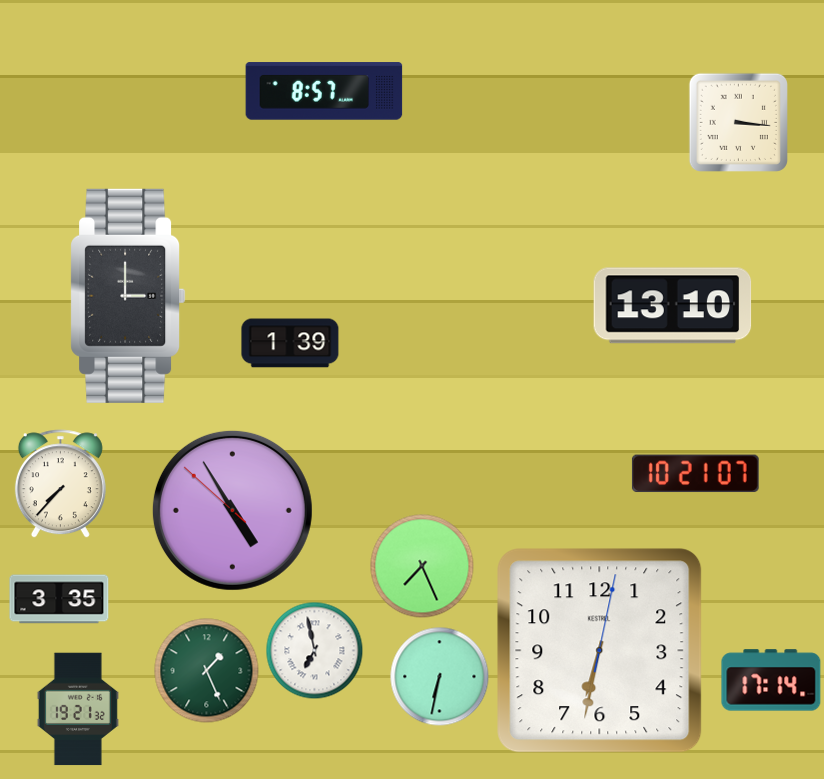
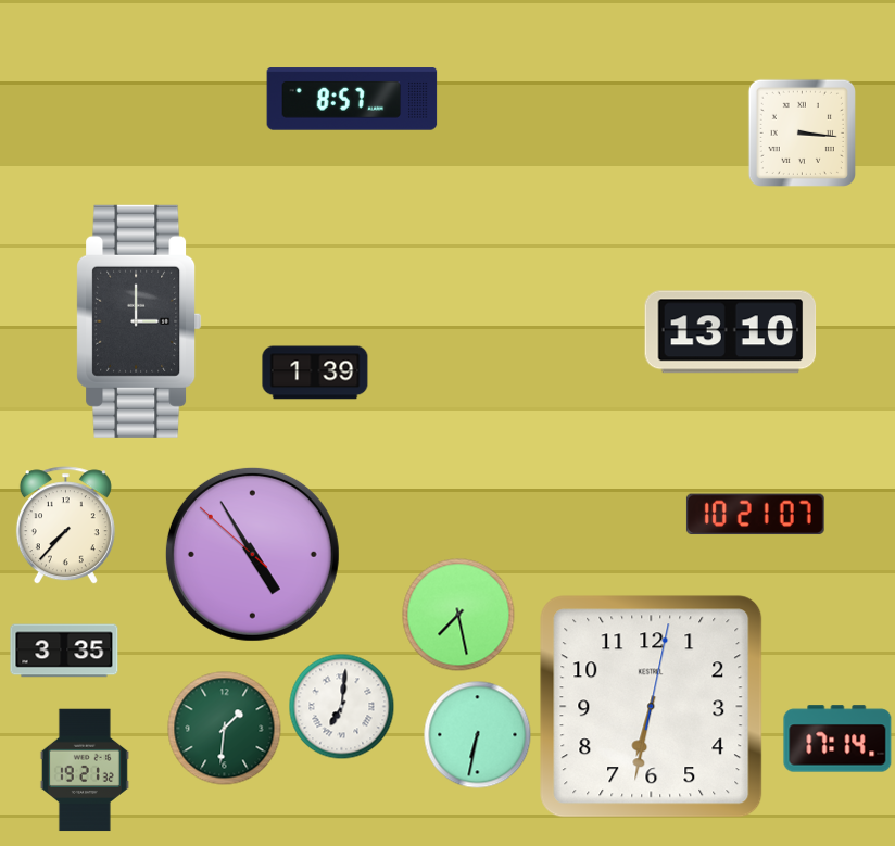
clock at (422, 566): 7:26 -> 7:28
clock at (314, 650): 6:58 -> 7:01
clock at (207, 671): 1:26 -> 1:31
